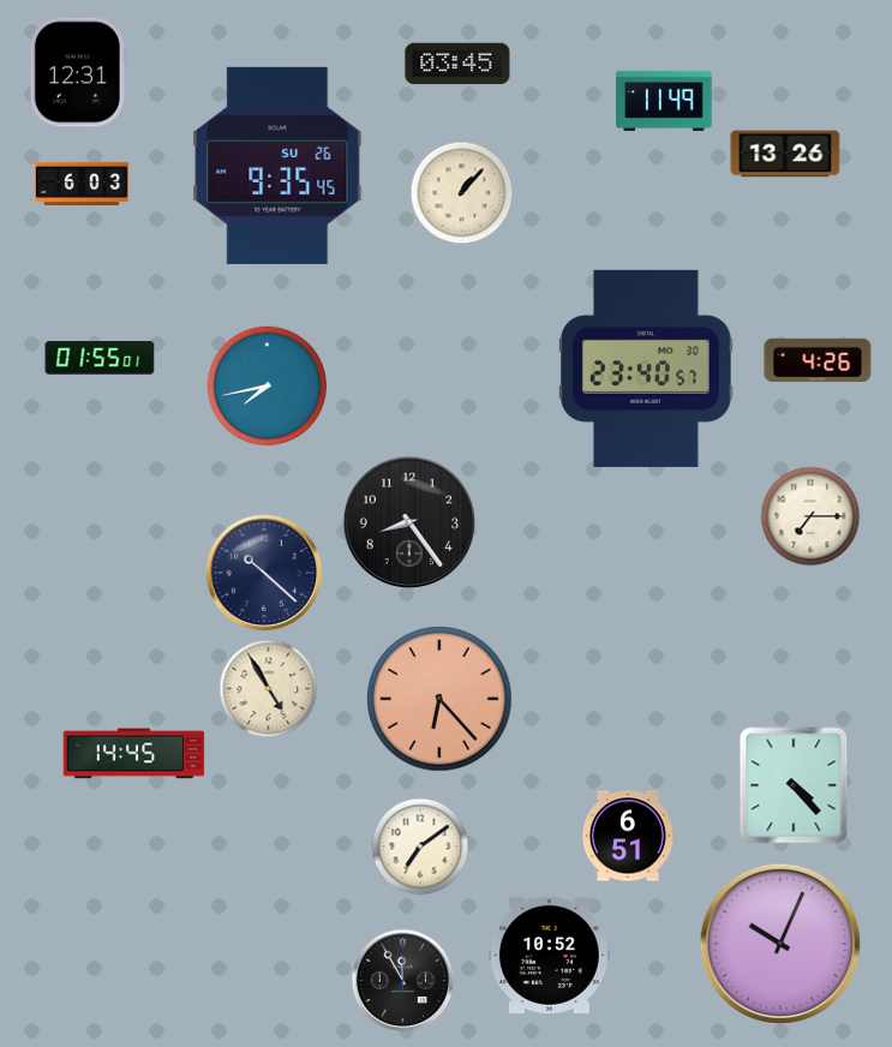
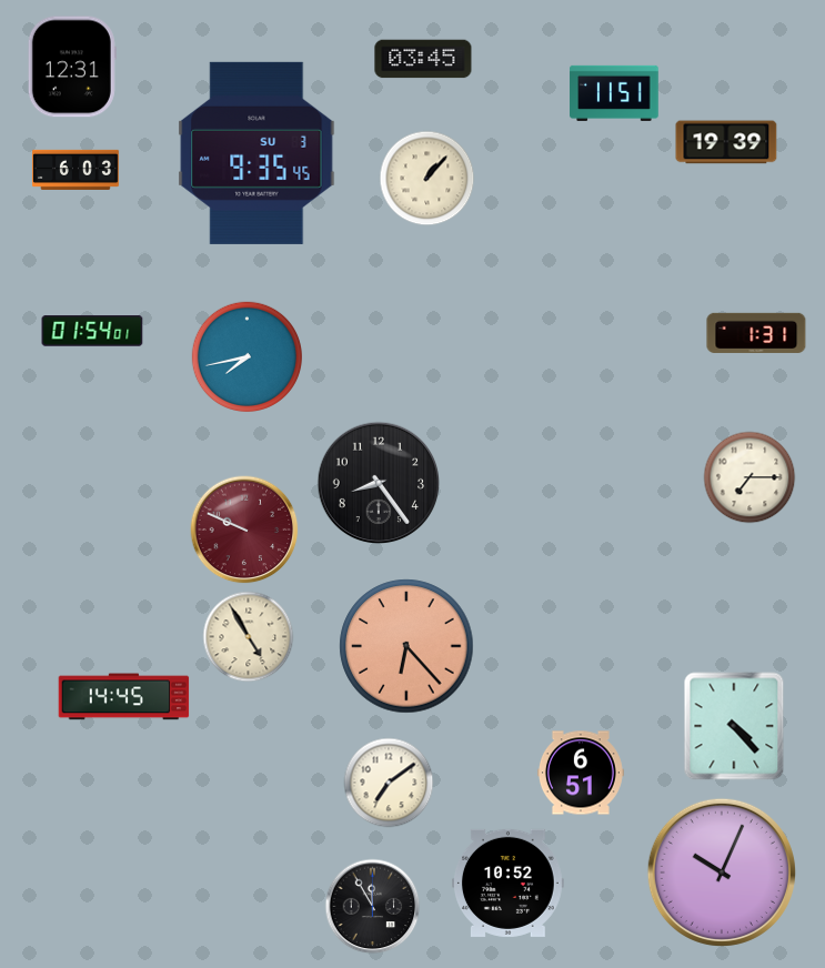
clock at (664, 101): 11:49 -> 11:51
clock at (785, 154): 13:26 -> 19:39
clock at (277, 166) date: SU 26 -> SU 3
clock at (100, 358): 01:55 -> 01:54
clock at (818, 360): 4:26 -> 1:31
clock at (647, 369): 23:40 -> none
clock at (264, 573): 10:22 -> 9:49
clock at (264, 573) dial: navy -> burgundy
